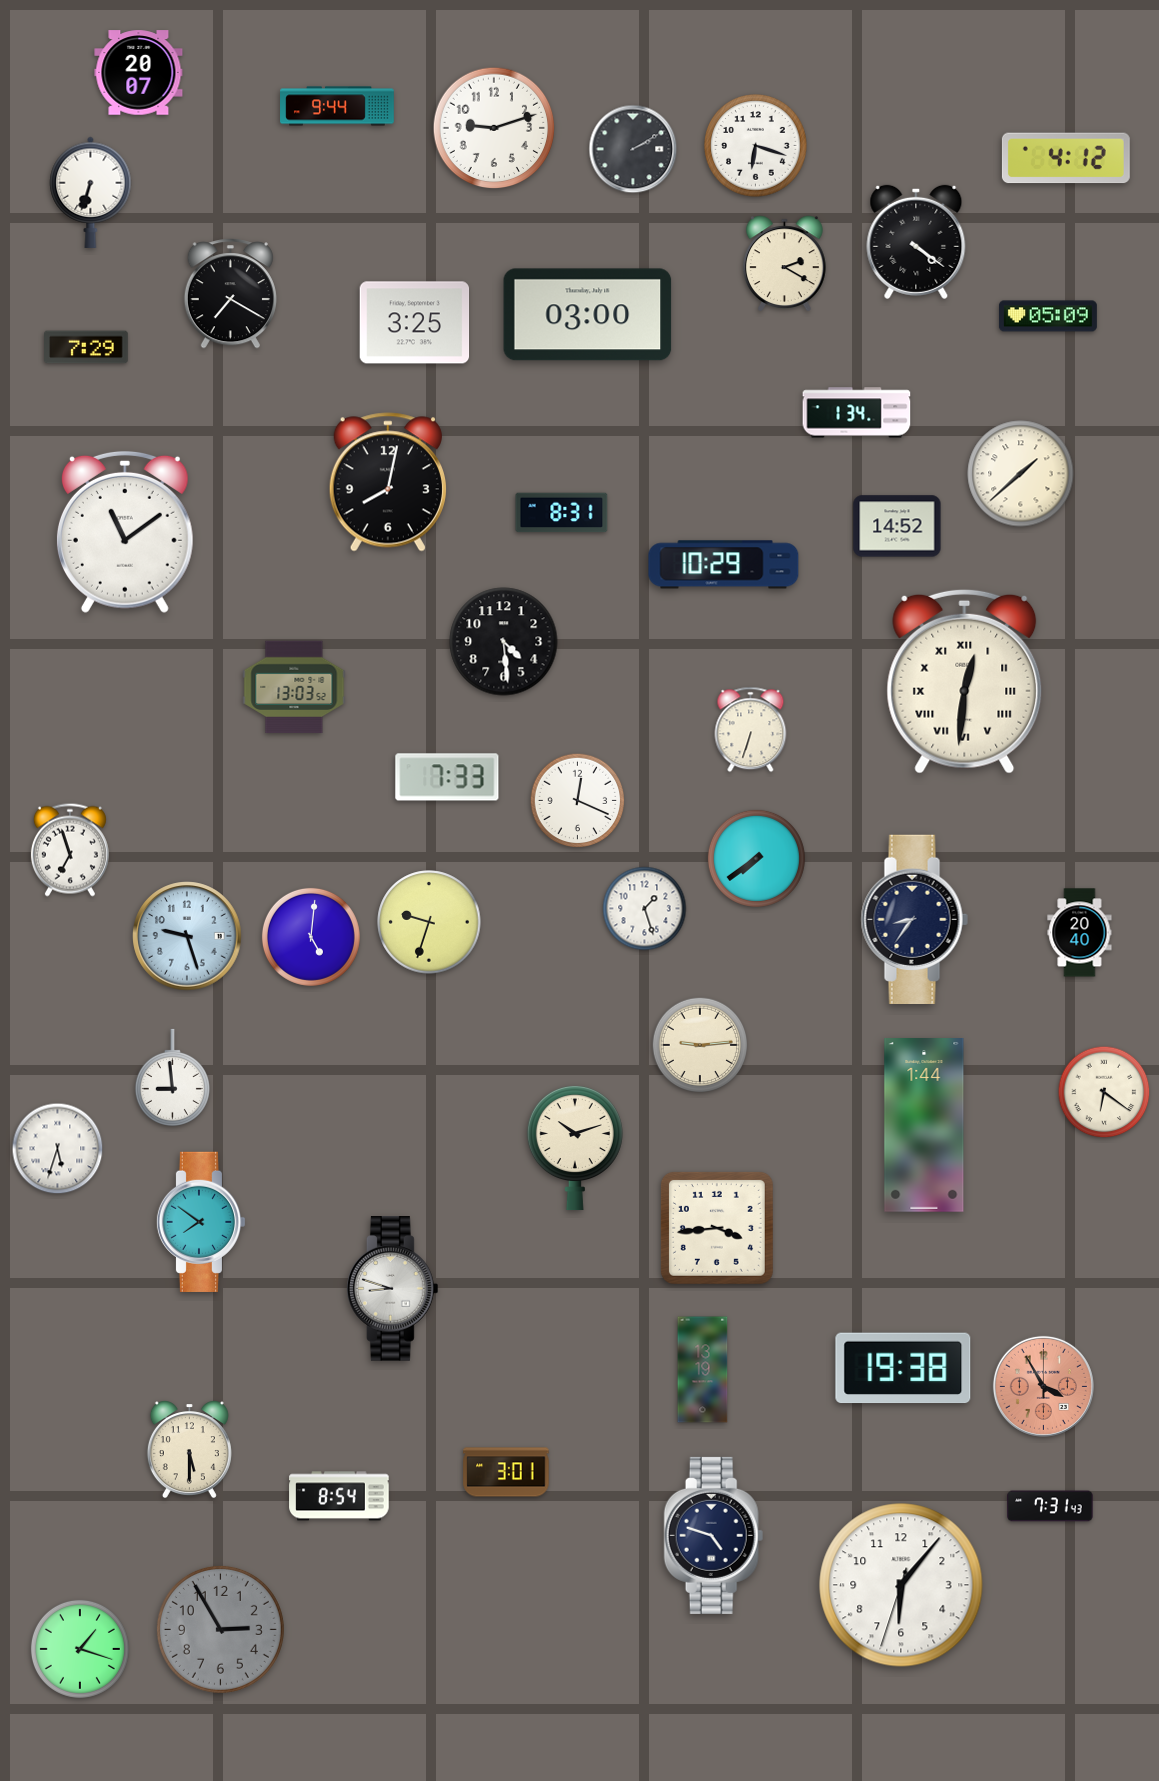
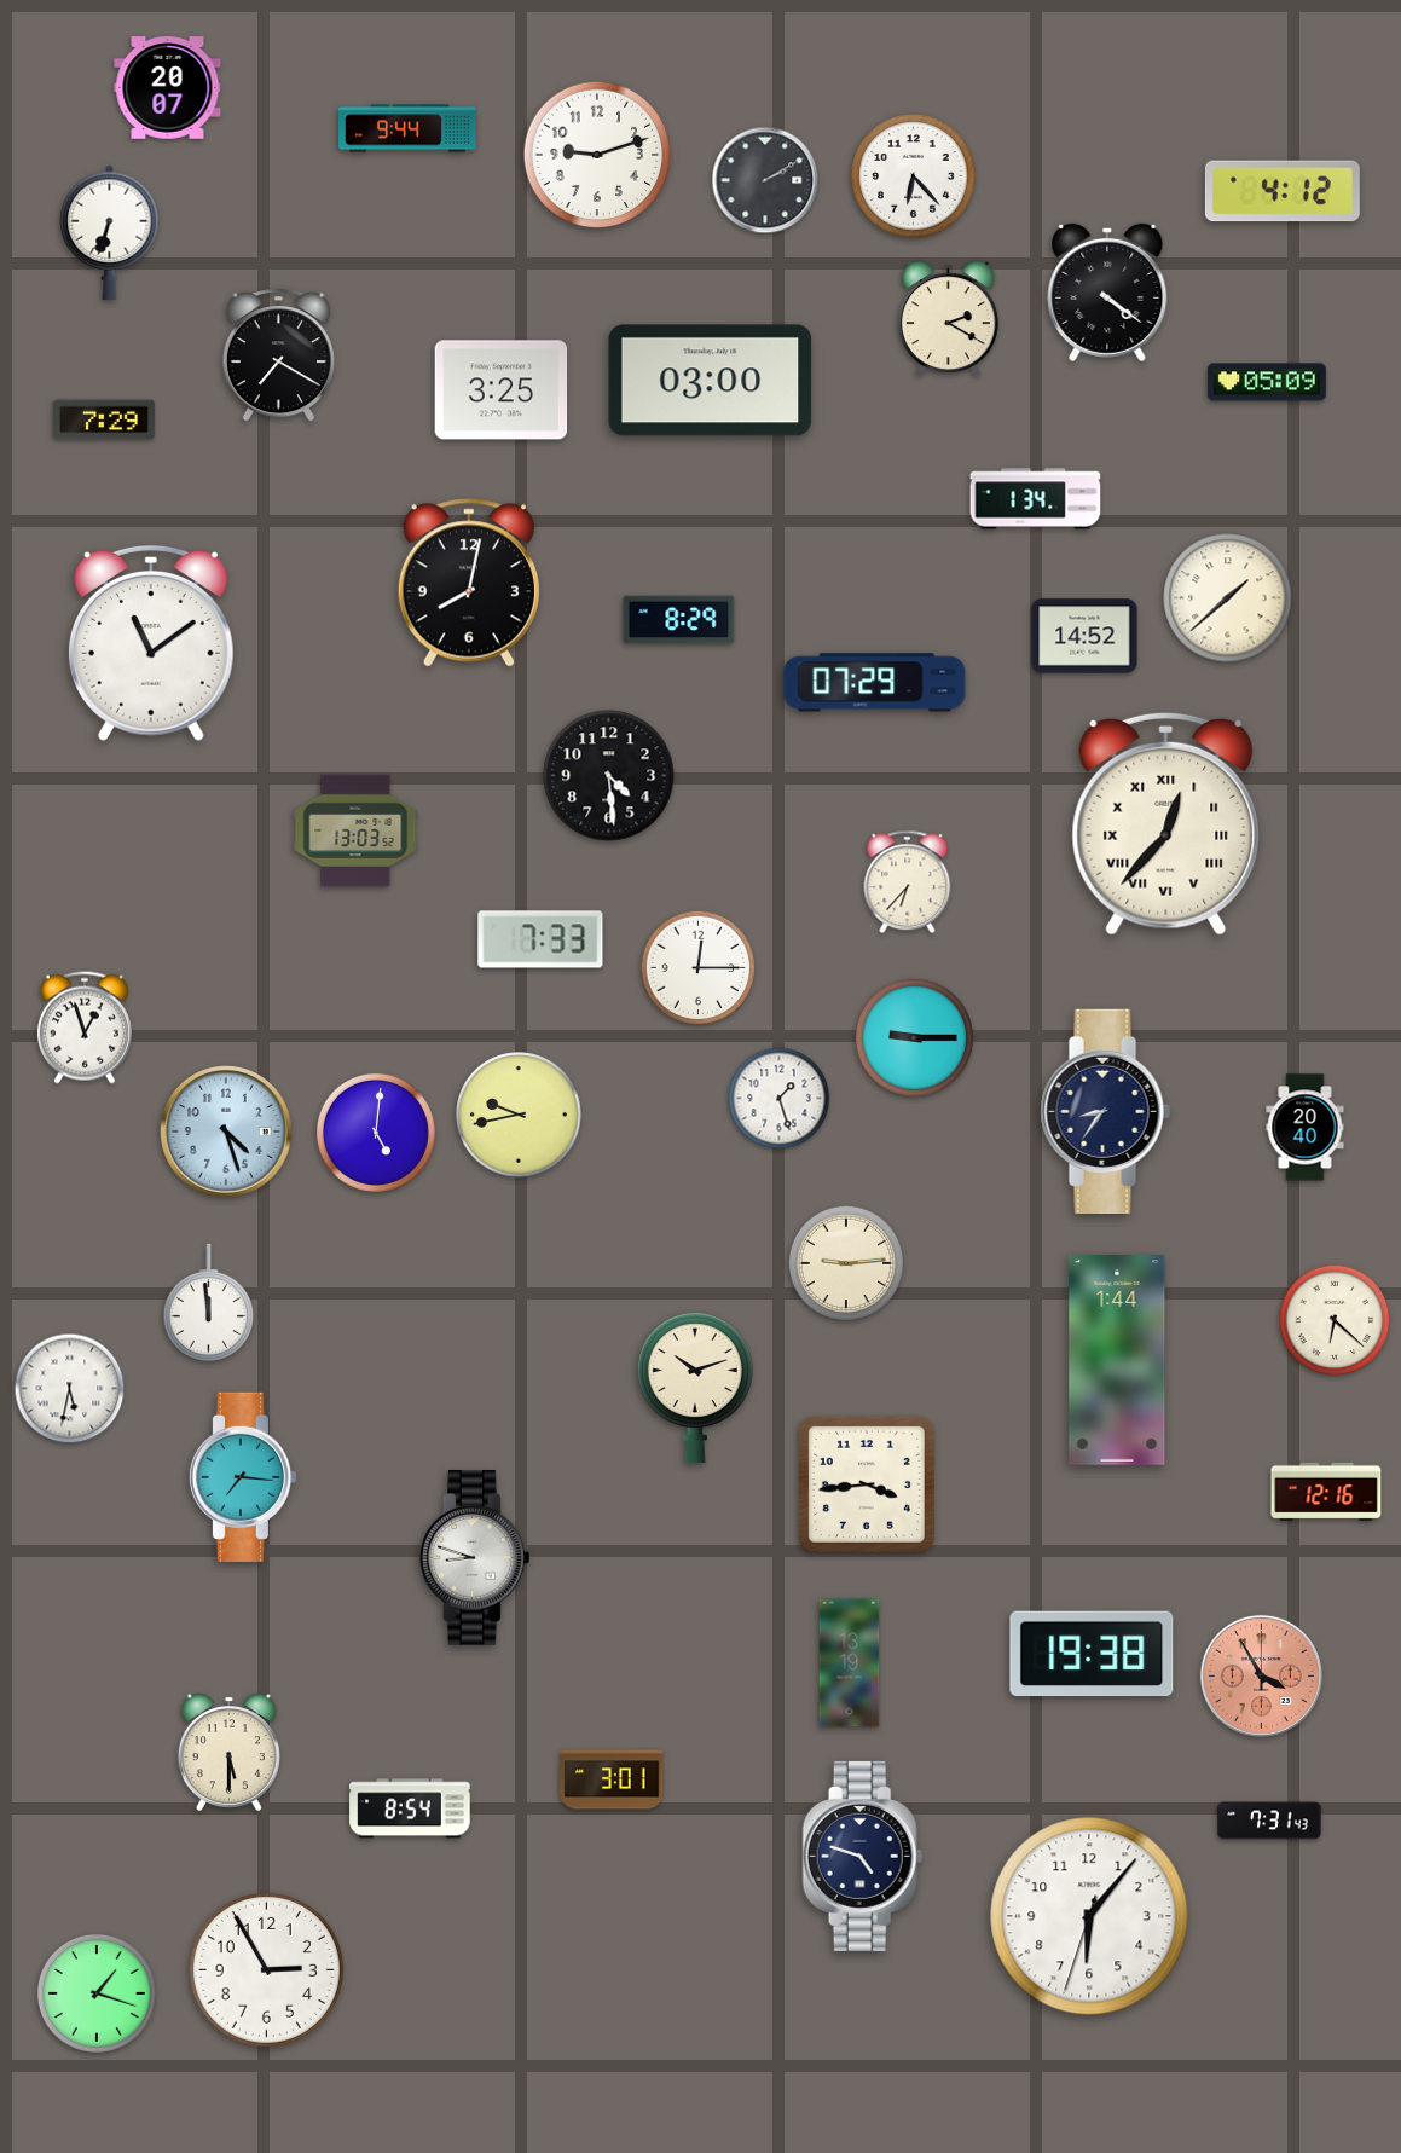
clock at (756, 146): 6:18 -> 6:23
clock at (1066, 158) position: (1066, 158) -> (1283, 191)
clock at (1021, 474) position: (1021, 474) -> (1228, 598)
clock at (562, 513): 8:31 -> 8:29
clock at (724, 565): 10:29 -> 07:29
clock at (965, 681): 12:31 -> 12:37
clock at (751, 730): 6:33 -> 6:37
clock at (578, 801): 12:19 -> 12:15
clock at (70, 850): 6:57 -> 12:57
clock at (756, 858): 7:39 -> 9:15
clock at (429, 922): 9:33 -> 9:43
clock at (187, 936): 9:27 -> 4:27
clock at (172, 1077): 8:59 -> 11:59
clock at (1104, 1092): 6:21 -> 6:22
clock at (58, 1149): 5:33 -> 5:32
clock at (201, 1222): 7:51 -> 7:16
clock at (1326, 1492): none -> 12:16
clock at (703, 1370) position: (703, 1370) -> (850, 1663)
clock at (220, 1629) dial: grey -> white
